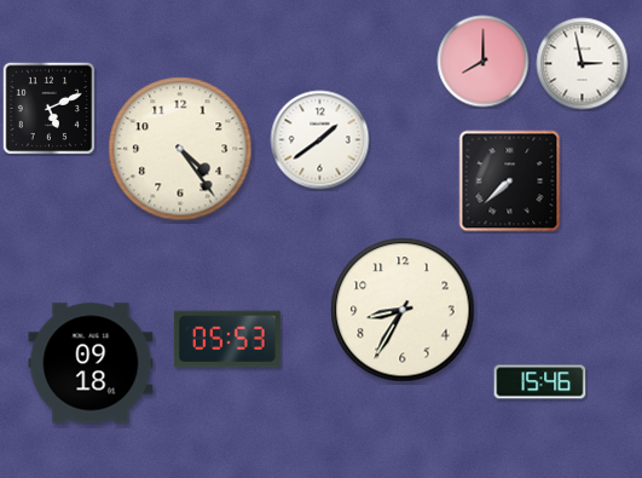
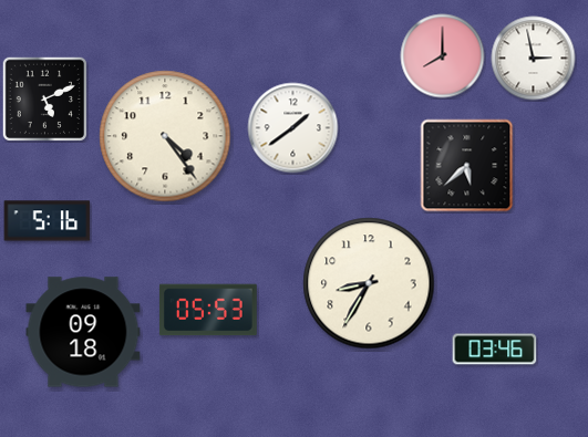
clock at (510, 182): 7:38 -> 5:38
clock at (48, 221): none -> 5:16
clock at (540, 382): 15:46 -> 03:46
